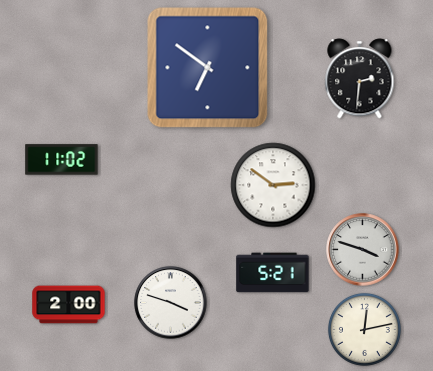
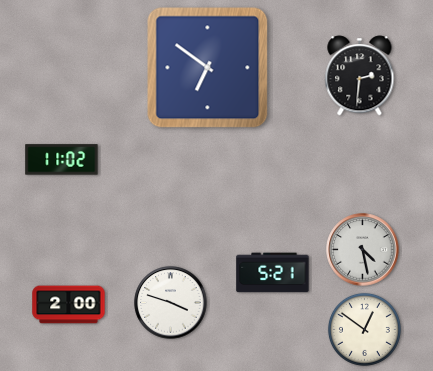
clock at (360, 79) position: (360, 79) -> (360, 76)
clock at (273, 185): 2:51 -> none
clock at (363, 250): 3:48 -> 4:28
clock at (364, 329): 12:13 -> 12:51
